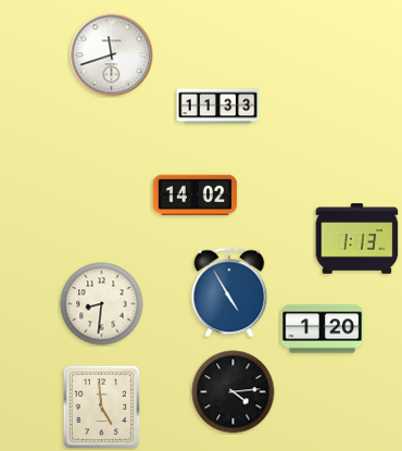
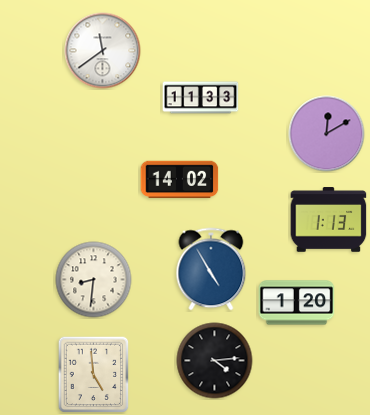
clock at (112, 55): 11:42 -> 11:39
clock at (327, 134): none -> 12:10
